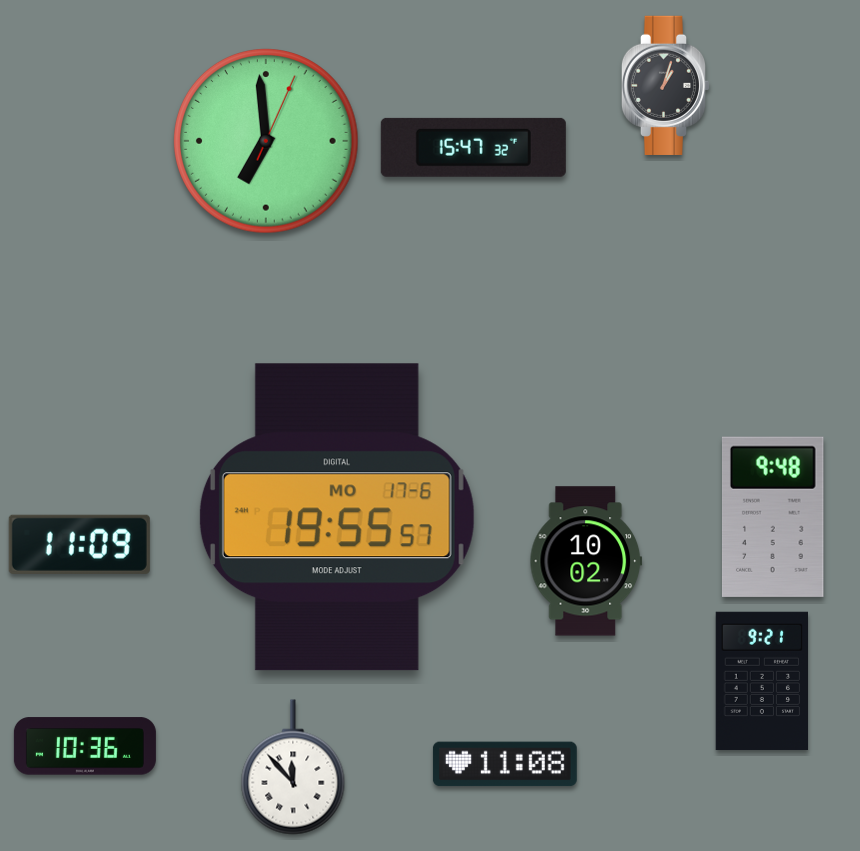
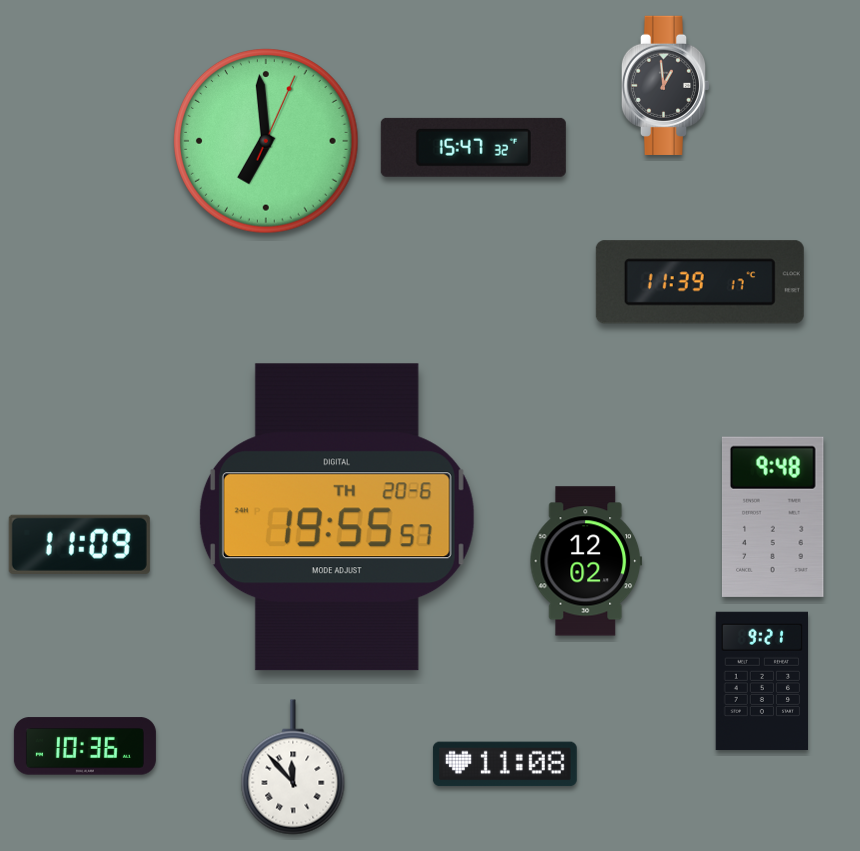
clock at (666, 85): 1:03 -> 12:59
clock at (700, 282): none -> 11:39
clock at (337, 517) date: MO 17-6 -> TH 20-6
clock at (586, 561): 10:02 -> 12:02
